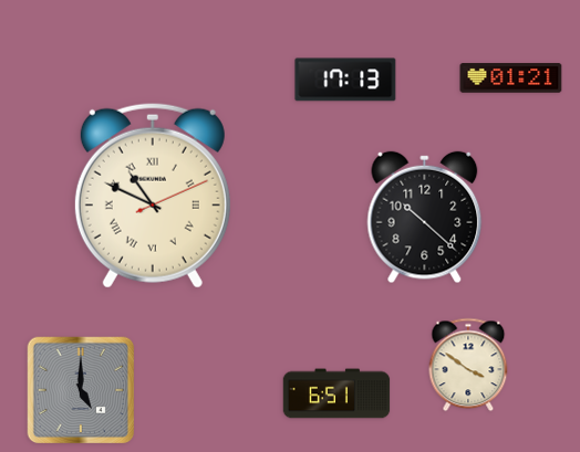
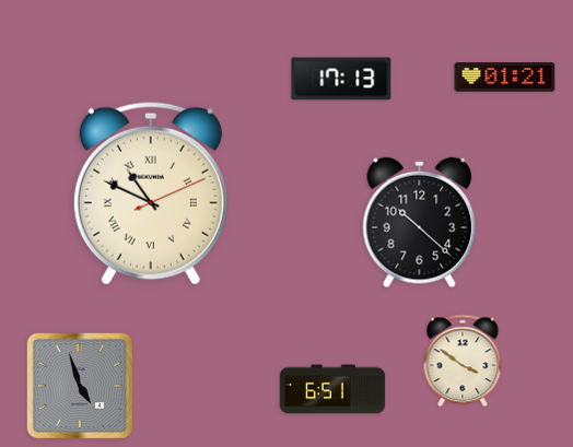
clock at (425, 218) position: (425, 218) -> (420, 223)
clock at (81, 390): 5:00 -> 4:57
